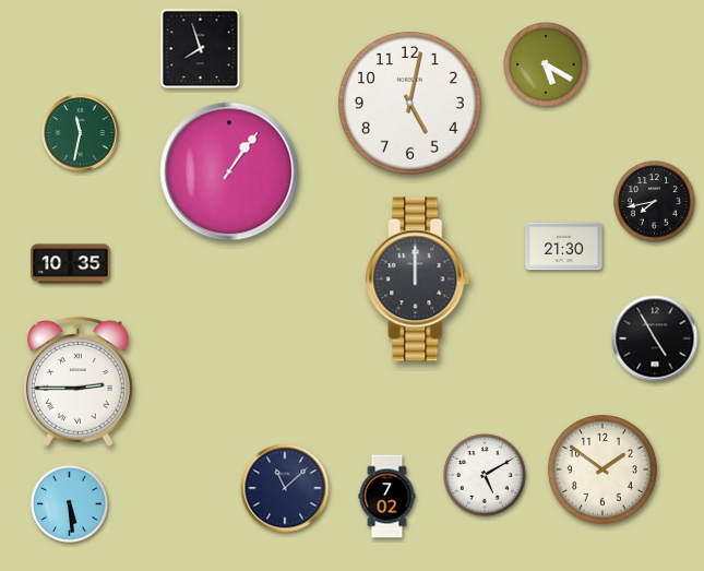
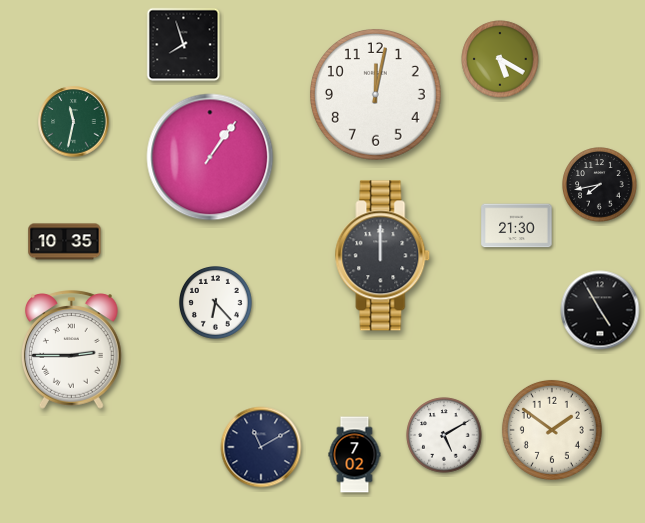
clock at (410, 104): 5:02 -> 12:02
clock at (216, 303): none -> 6:23
clock at (285, 488): 11:08 -> 11:10
clock at (69, 503): 5:29 -> none
